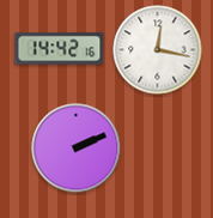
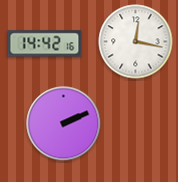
clock at (60, 49) position: (60, 49) -> (45, 44)
clock at (158, 50) position: (158, 50) -> (136, 42)
